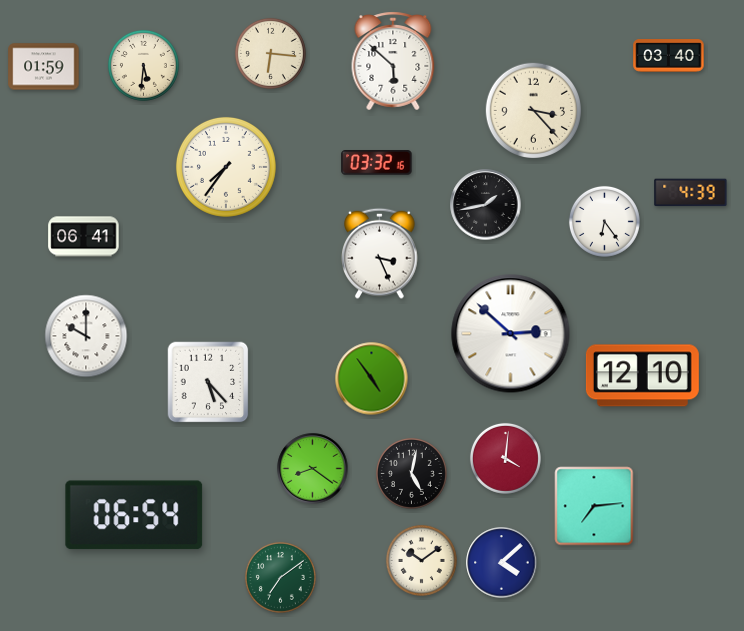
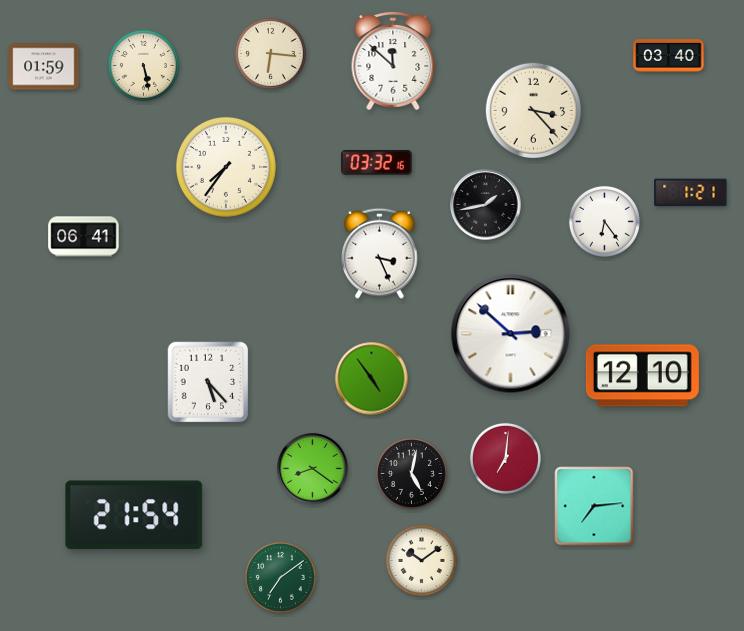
clock at (393, 61): 5:52 -> 11:52
clock at (143, 65): 5:31 -> 5:28
clock at (691, 193): 4:39 -> 1:21
clock at (86, 336): 10:00 -> none
clock at (505, 458): 4:01 -> 7:01
clock at (134, 515): 06:54 -> 21:54
clock at (502, 563): 4:08 -> none
